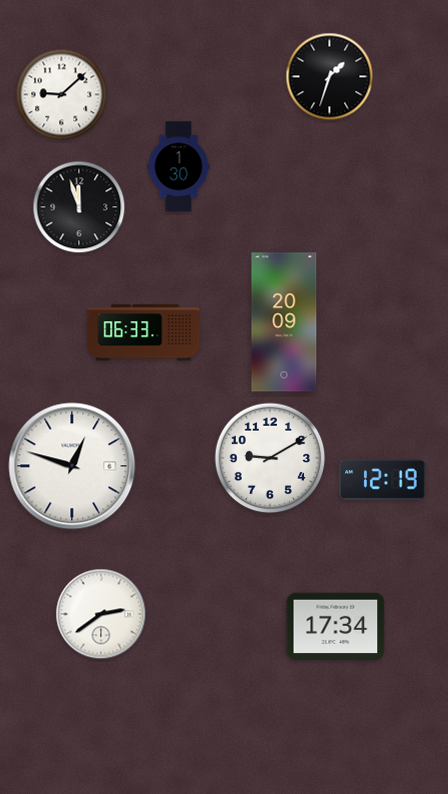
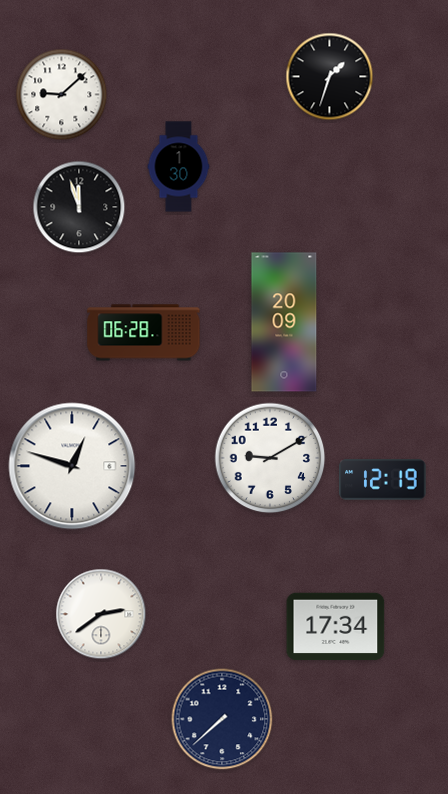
clock at (144, 333): 06:33 -> 06:28
clock at (222, 719): none -> 7:38
